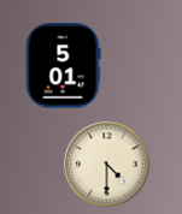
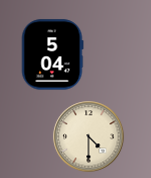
clock at (63, 66): 5:01 -> 5:04
